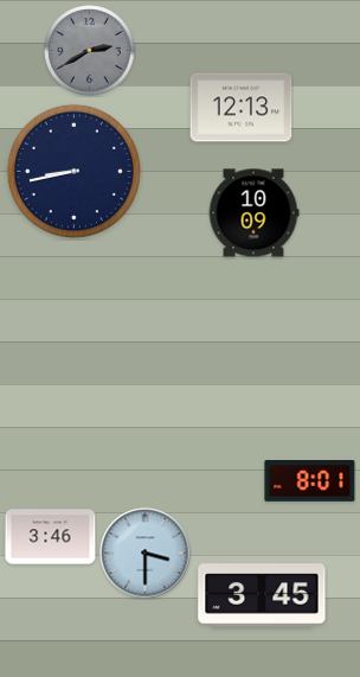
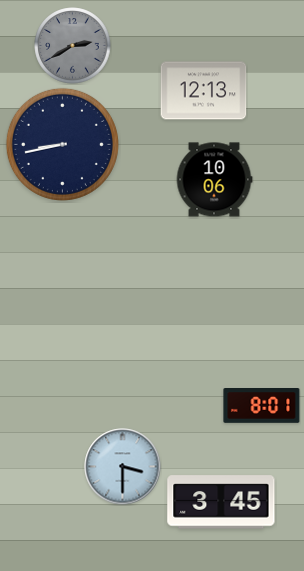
clock at (90, 51) position: (90, 51) -> (73, 46)
clock at (253, 213): 10:09 -> 10:06
clock at (51, 537): 3:46 -> none
